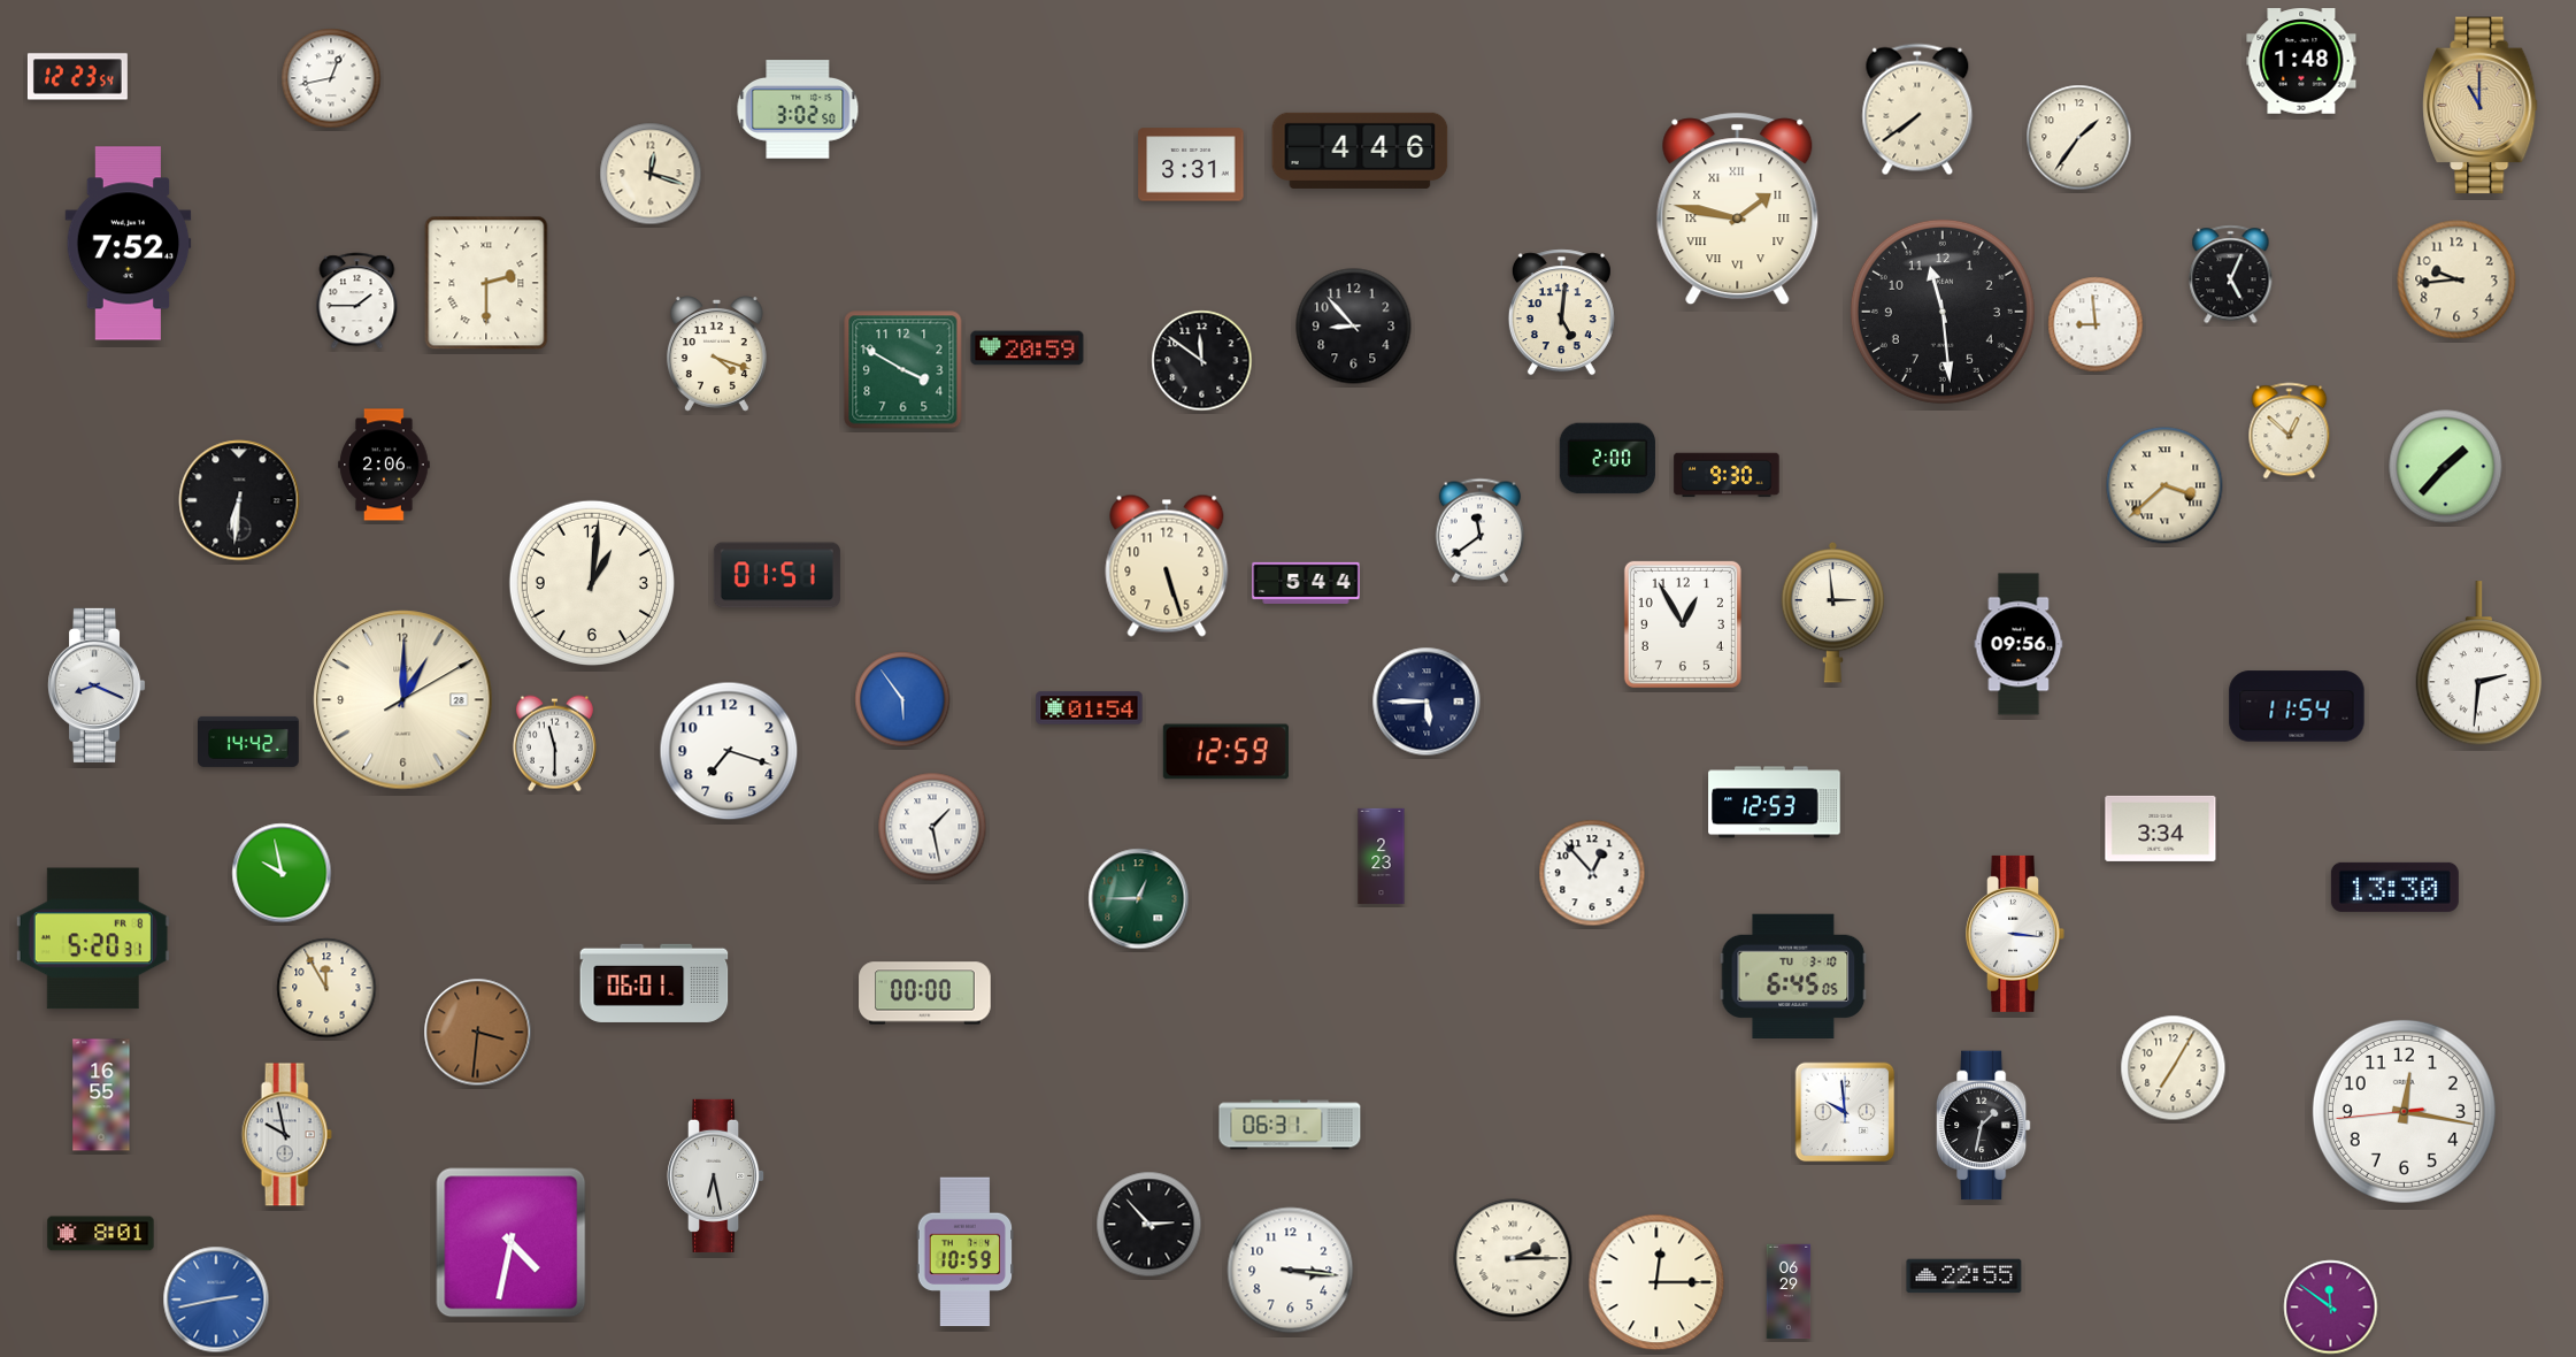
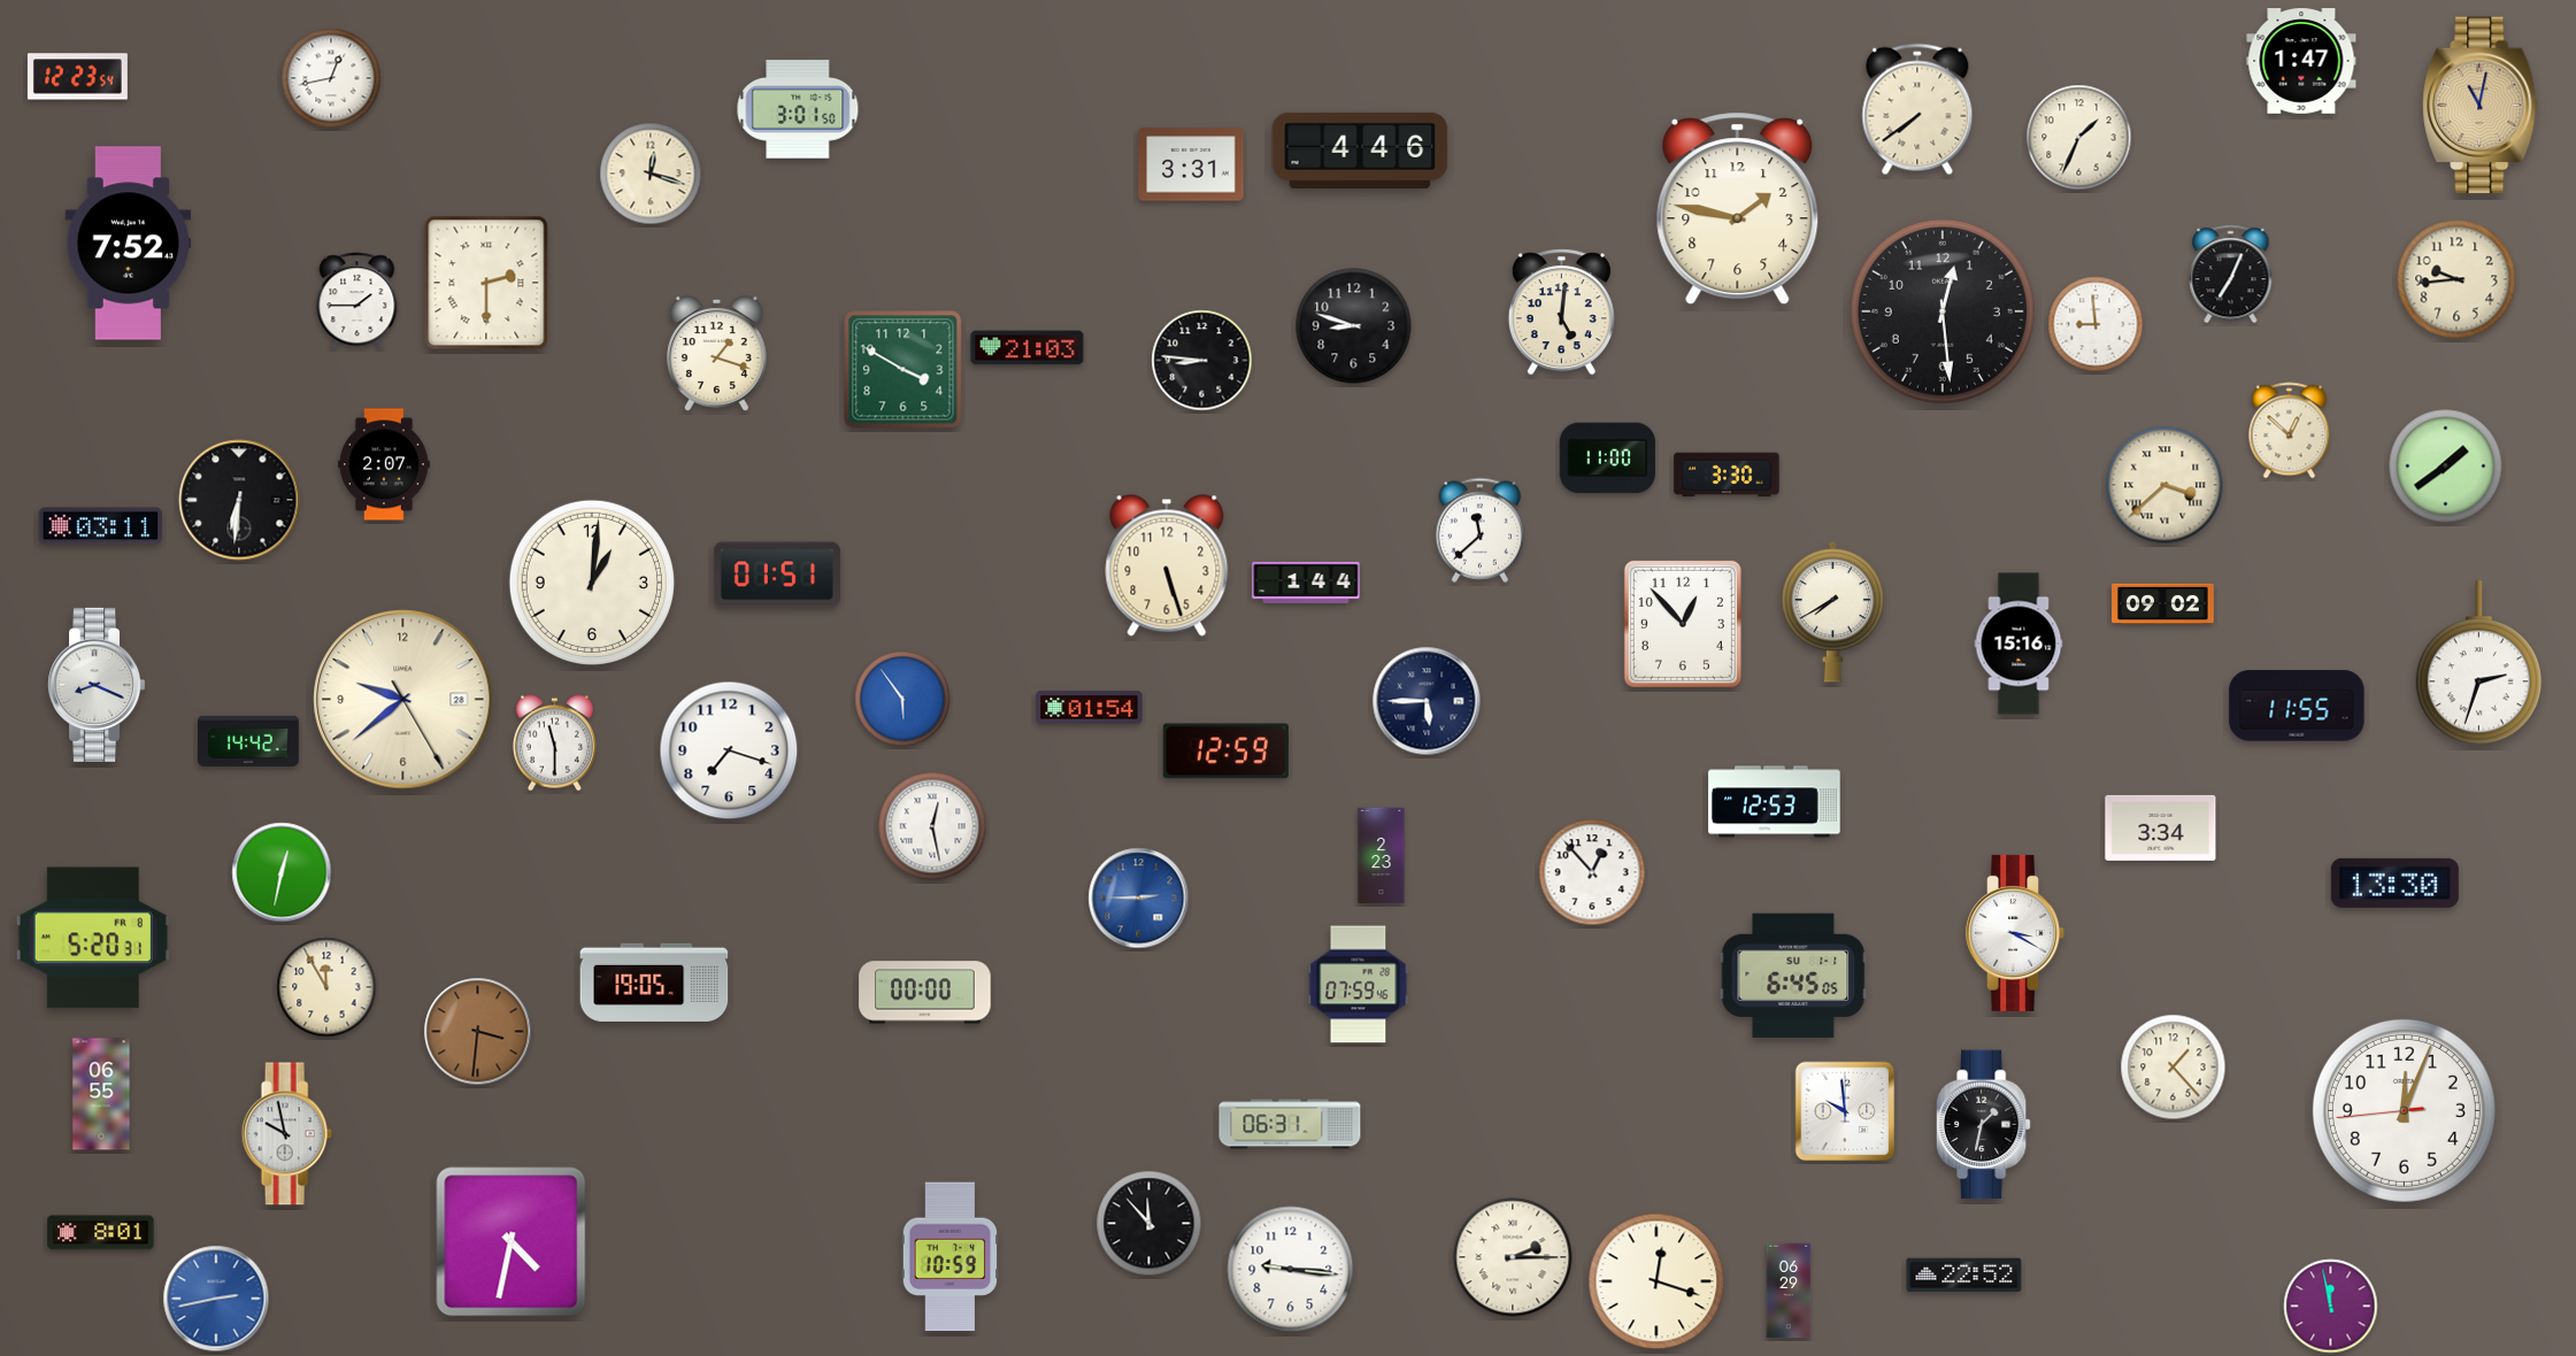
clock at (2301, 61): 1:48 -> 1:47
clock at (2481, 106): 11:00 -> 11:02
clock at (798, 109): 3:02 -> 3:01
clock at (2079, 138): 1:36 -> 1:34
clock at (1738, 209) numerals: Roman -> Arabic
clock at (2231, 275): 5:04 -> 7:04
clock at (1943, 312): 11:29 -> 12:29
clock at (1354, 327): 8:53 -> 8:48
clock at (1028, 348): 20:59 -> 21:03
clock at (716, 354): 4:18 -> 1:18
clock at (1202, 361): 11:51 -> 8:46
clock at (1607, 459): 2:00 -> 11:00
clock at (384, 465): 2:06 -> 2:07
clock at (2446, 467): 1:37 -> 1:39
clock at (1727, 475): 9:30 -> 3:30
clock at (100, 526): none -> 03:11
clock at (1481, 530): 11:39 -> 11:38
clock at (1306, 583): 5:44 -> 1:44
clock at (2163, 603): none -> 09:02
clock at (1833, 612): 2:59 -> 7:40
clock at (1683, 624): 12:55 -> 12:53
clock at (2018, 644): 09:56 -> 15:16
clock at (2478, 664): 2:31 -> 2:33
clock at (403, 700): 1:00 -> 9:38
clock at (2297, 706): 11:54 -> 11:55
clock at (932, 827): 1:28 -> 12:28
clock at (282, 873): 9:58 -> 12:32
clock at (2394, 887) position: (2394, 887) -> (2394, 883)
clock at (1139, 899): 12:45 -> 2:45
clock at (1139, 899) dial: green -> blue
clock at (2015, 934): 3:16 -> 3:20
clock at (1793, 976) date: TU 3-10 -> SU 1-1
clock at (654, 983): 06:01 -> 19:05
clock at (1359, 985): none -> 07:59
clock at (2174, 1068): 7:05 -> 1:23
clock at (101, 1095): 16:55 -> 06:55
clock at (2404, 1111): 12:16 -> 12:03
clock at (717, 1175): 6:28 -> none
clock at (1149, 1225): 2:53 -> 11:53
clock at (966, 1252) position: (966, 1252) -> (951, 1257)
clock at (1291, 1271): 3:16 -> 9:16
clock at (1964, 1276): 22:55 -> 22:52
clock at (1656, 1282): 12:15 -> 12:18
clock at (2331, 1308): 11:51 -> 11:58
